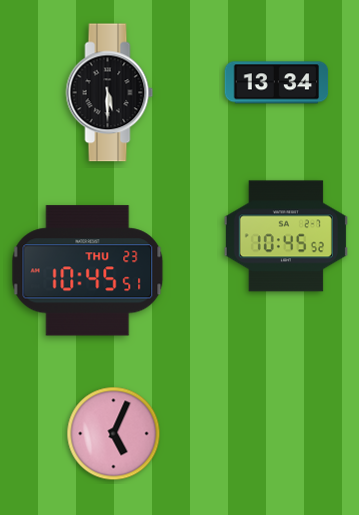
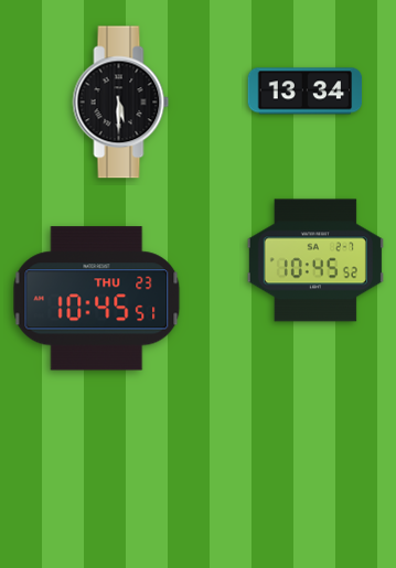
clock at (114, 434): 5:04 -> none
